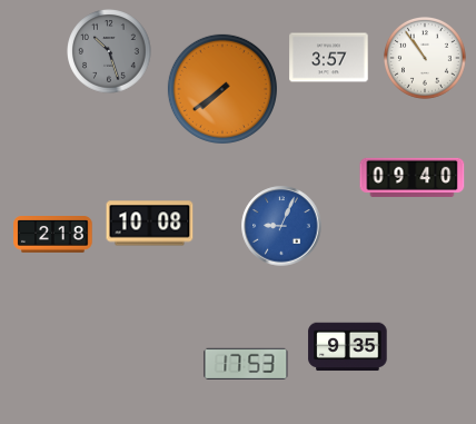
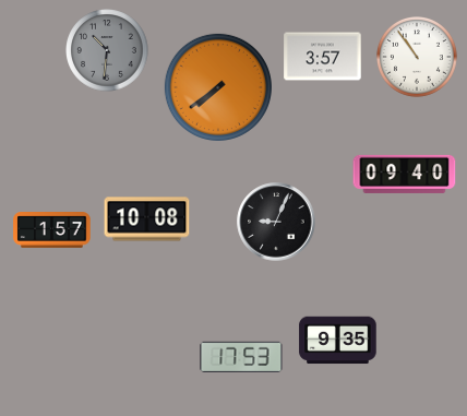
clock at (109, 51): 10:27 -> 10:31
clock at (281, 226) dial: blue -> black
clock at (53, 235): 2:18 -> 1:57
clock at (348, 347) position: (348, 347) -> (338, 341)
